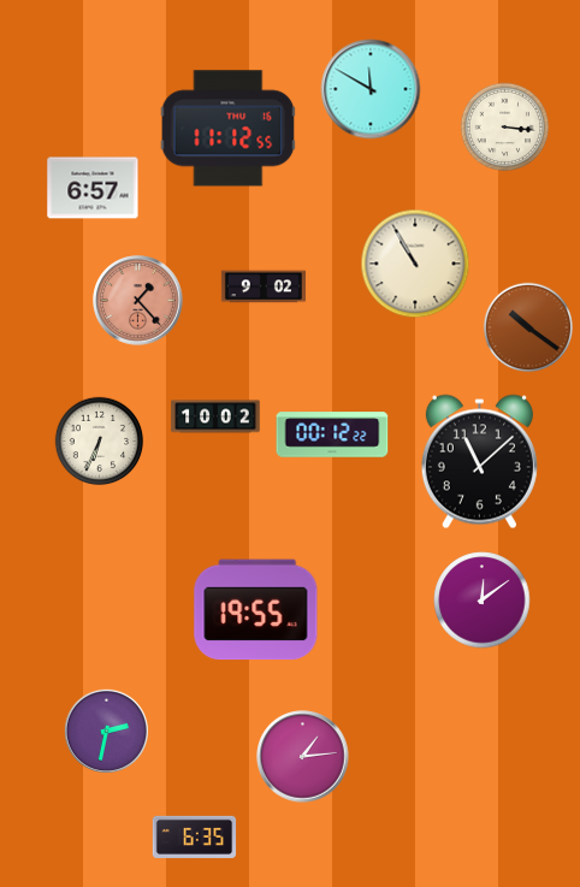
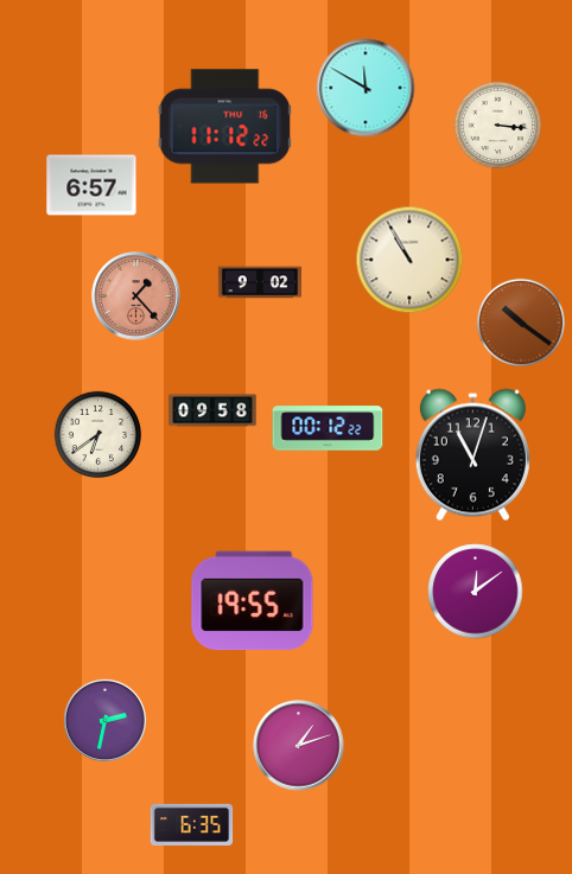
clock at (229, 129): 11:12:55 -> 11:12:22
clock at (215, 416): 10:02 -> 09:58
clock at (100, 442): 6:34 -> 6:39
clock at (479, 462): 11:08 -> 11:03
clock at (303, 757): 1:14 -> 1:12
